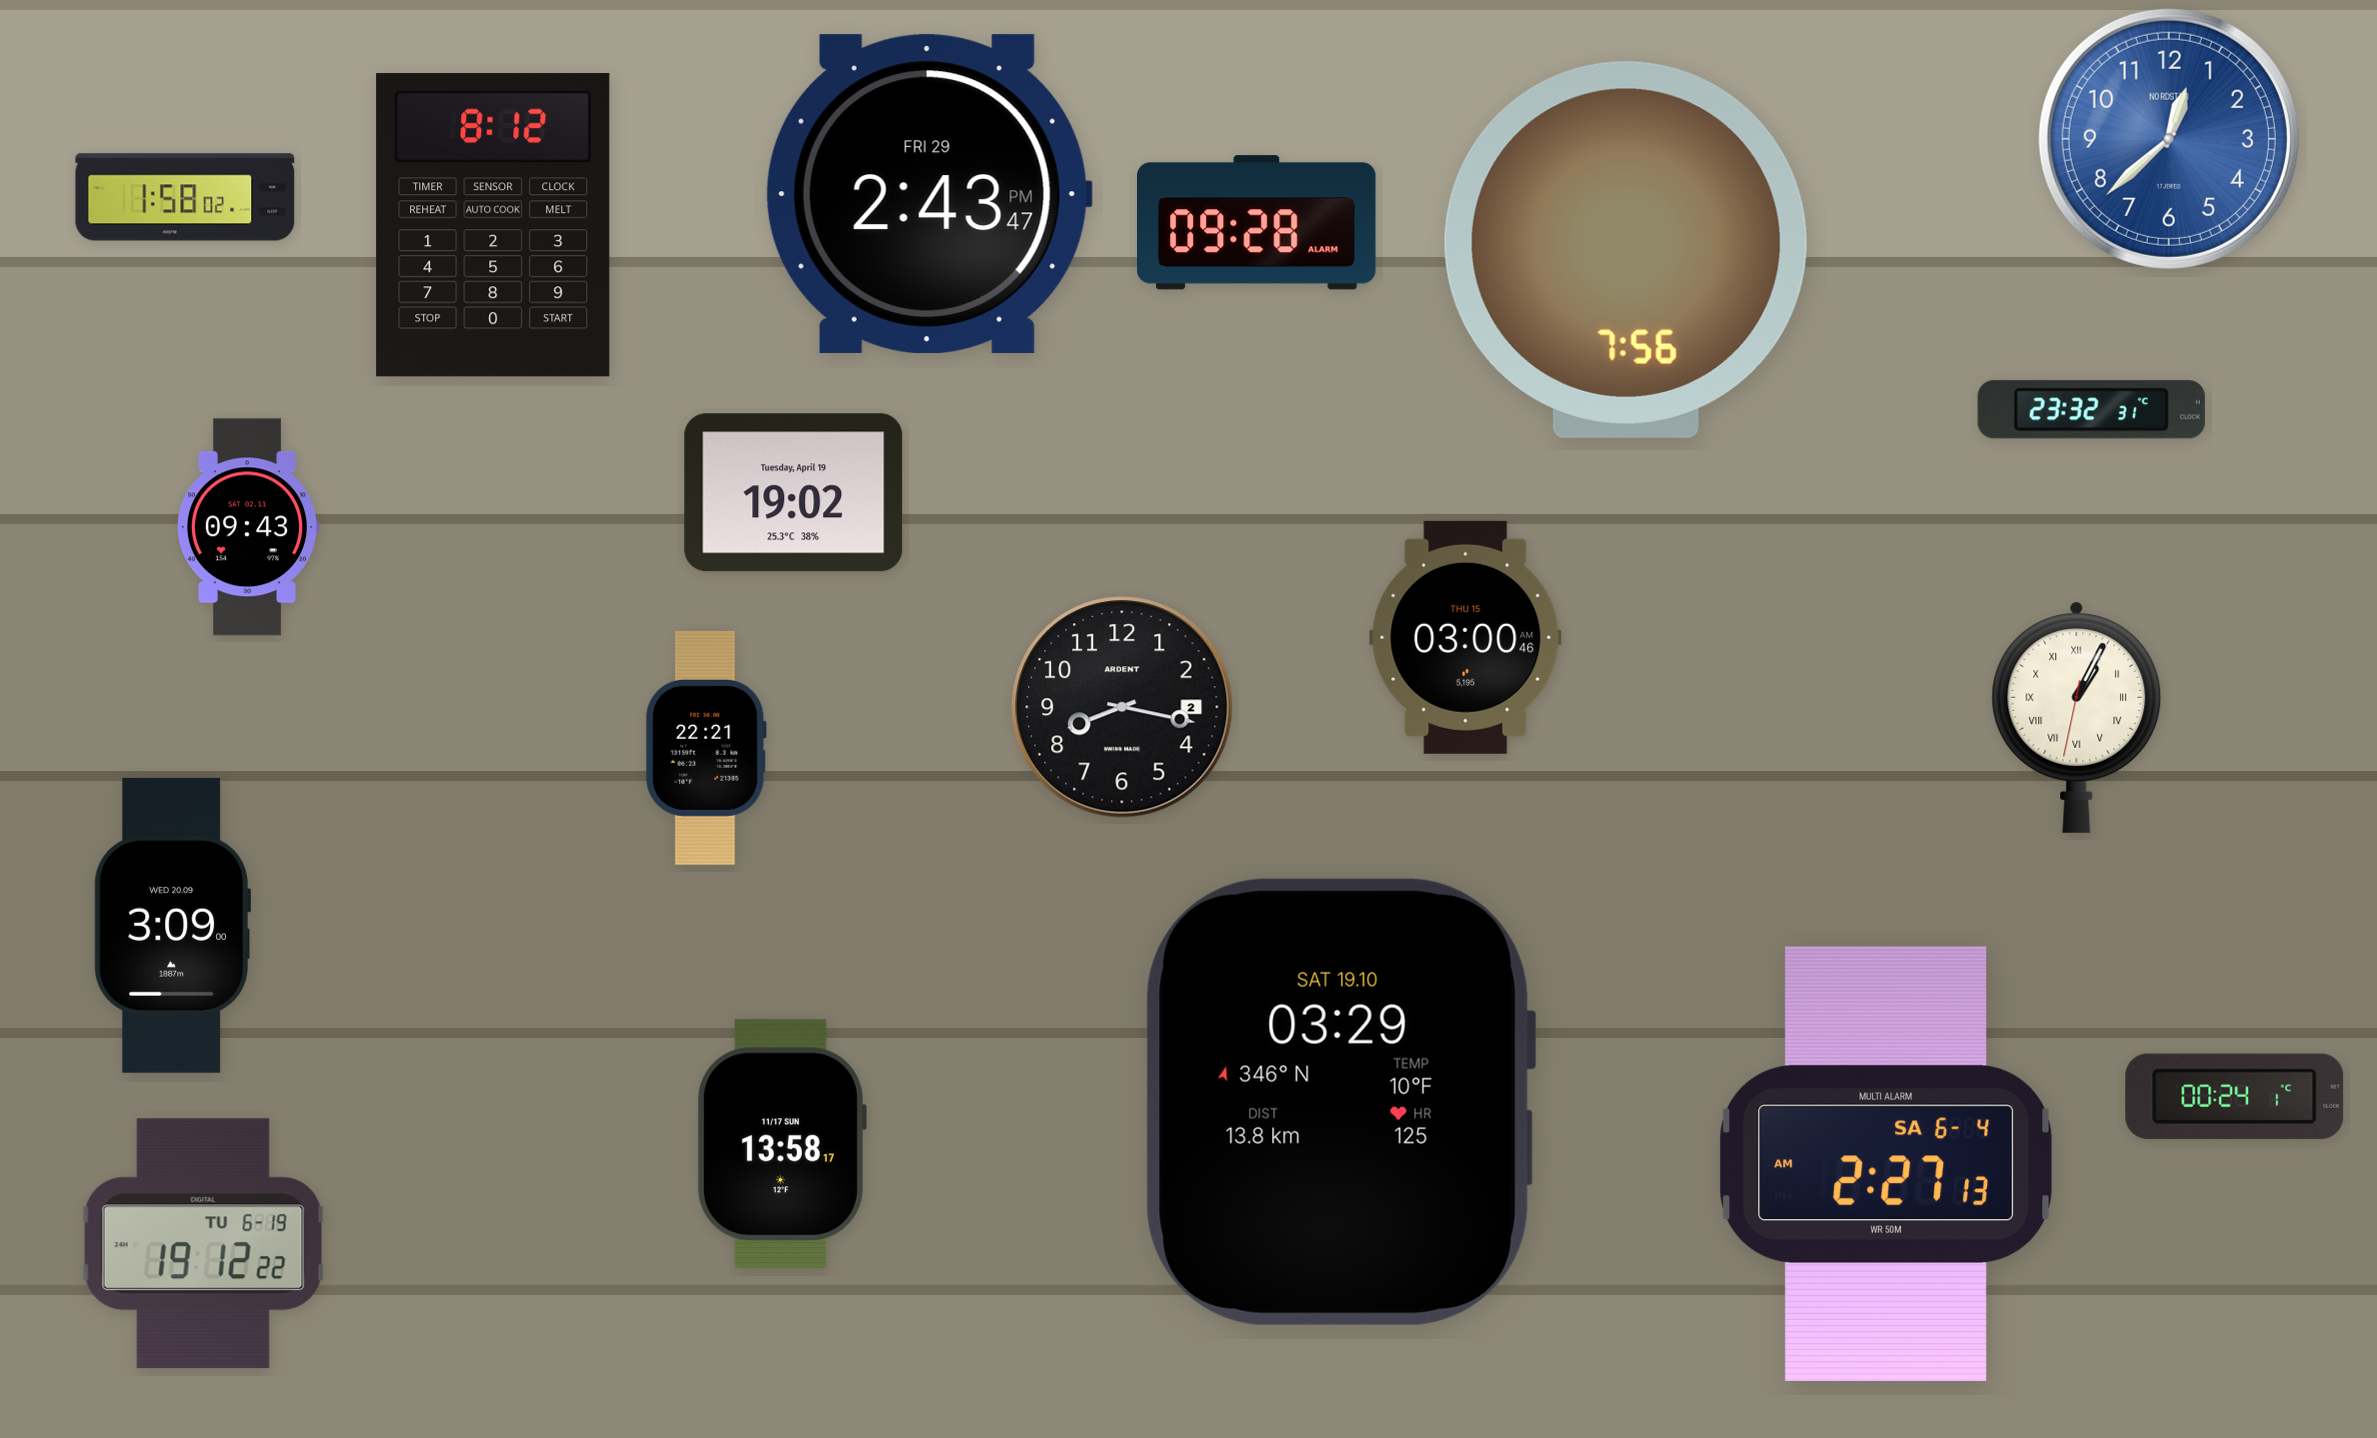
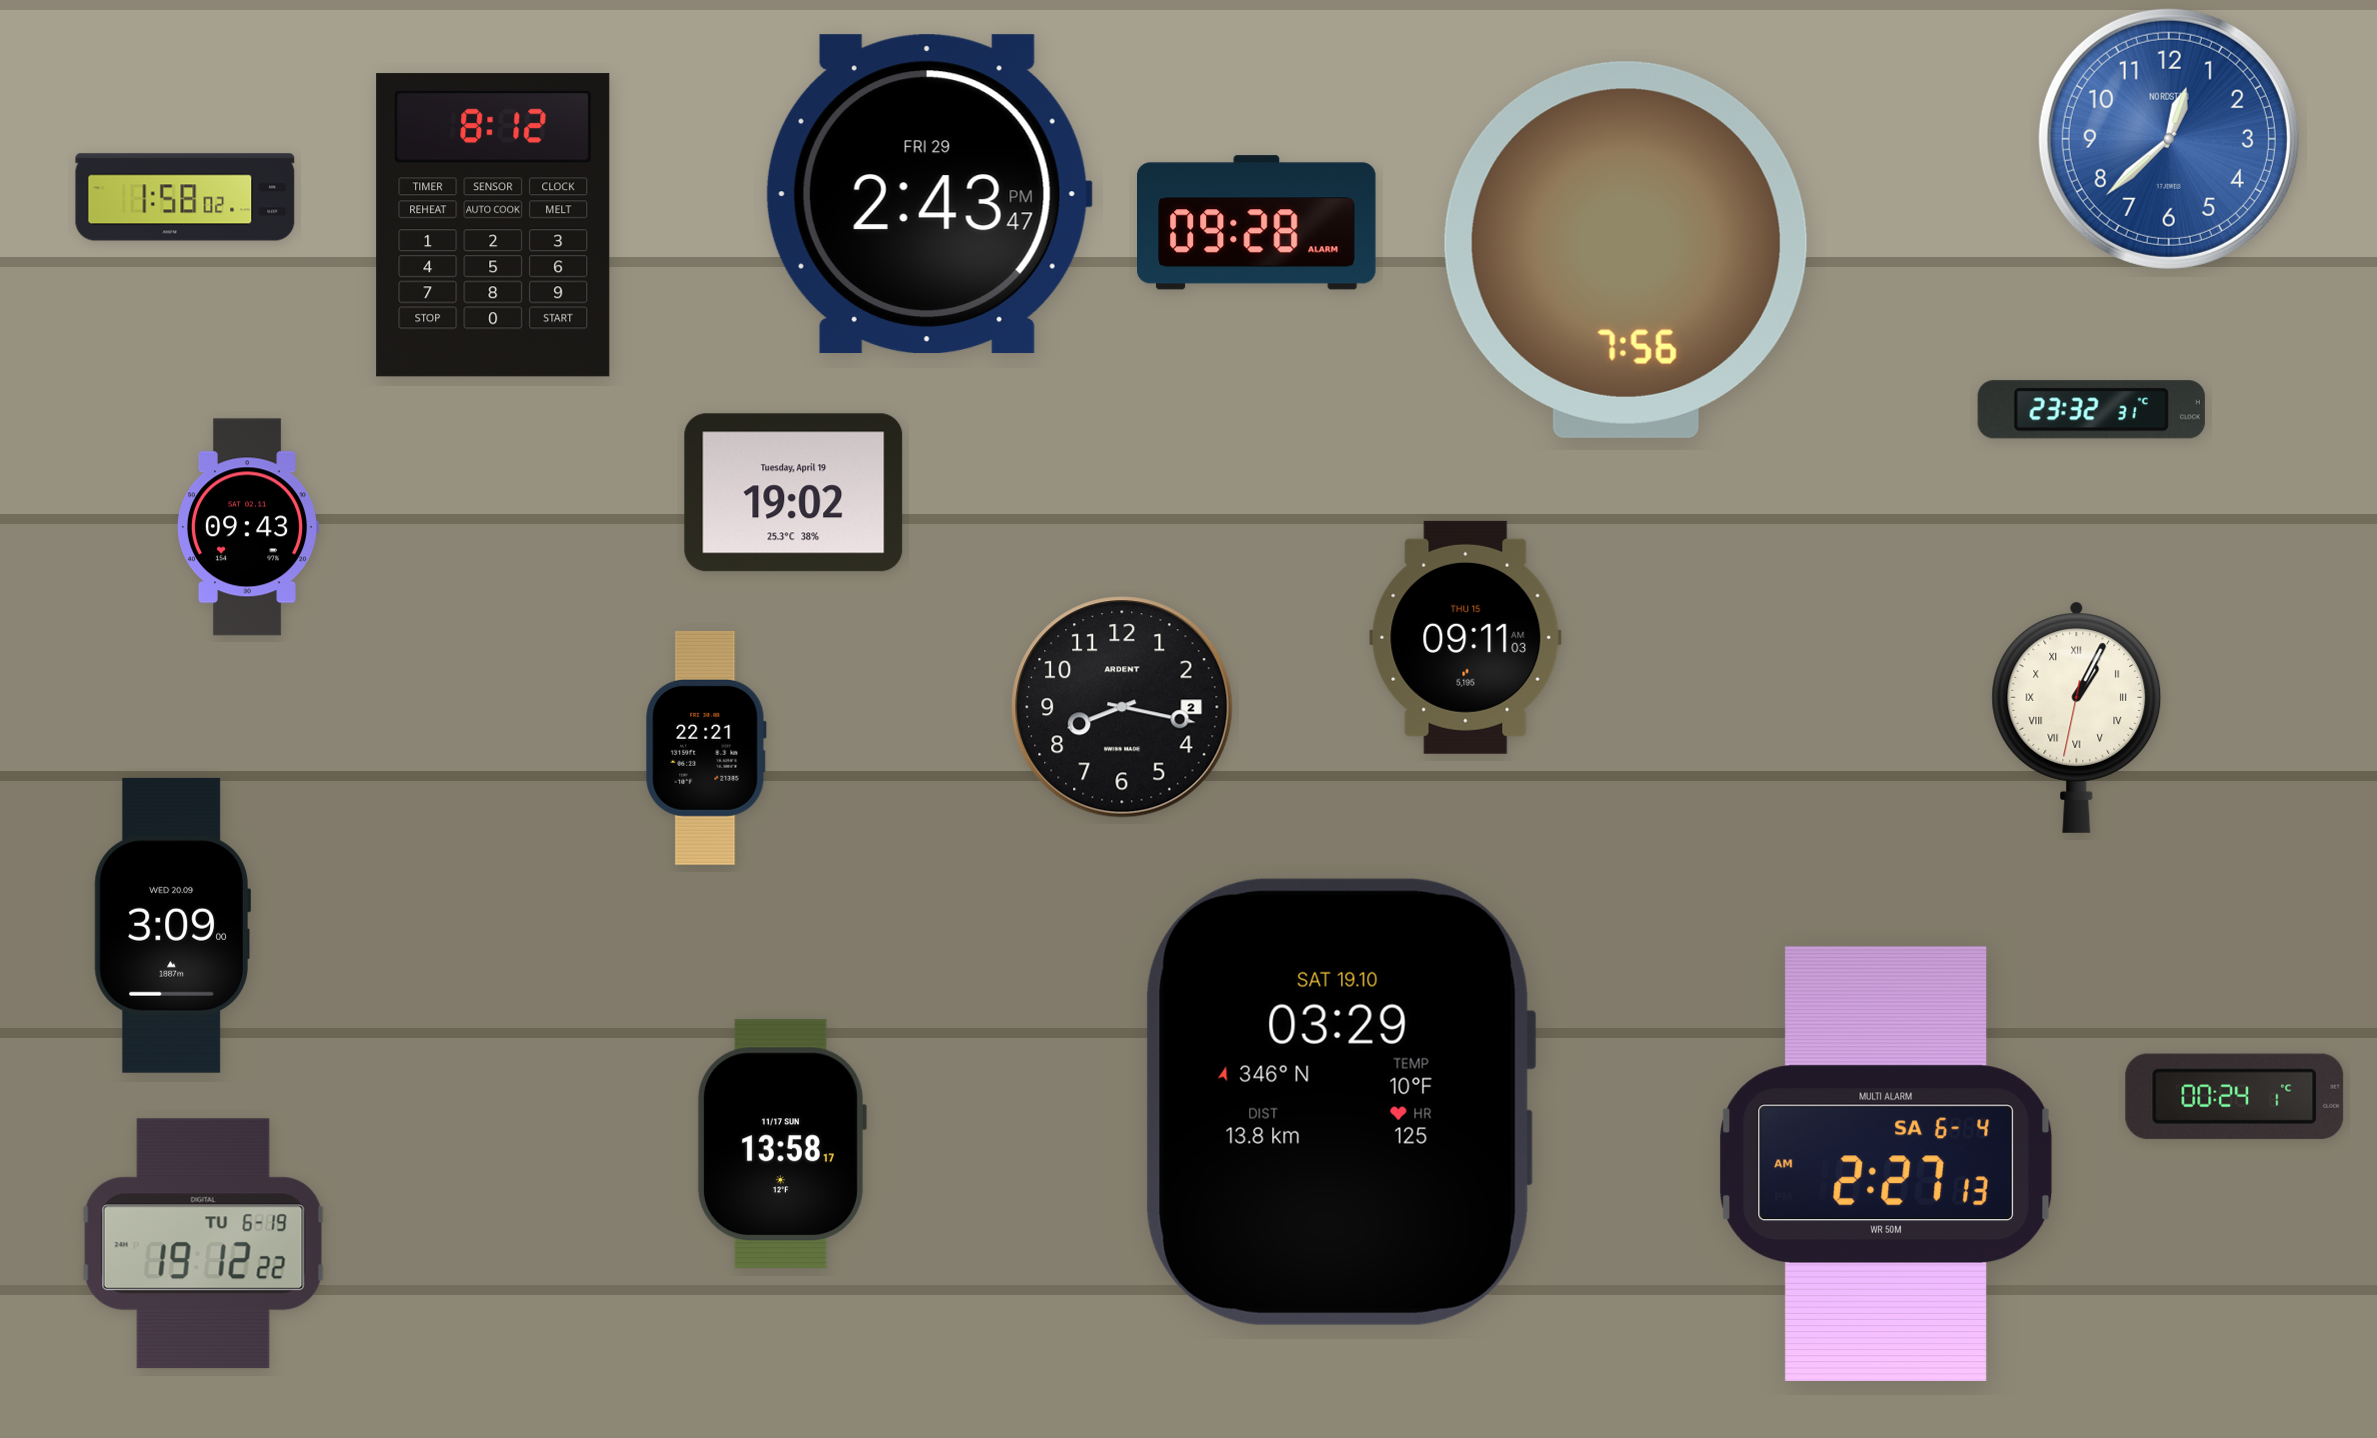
clock at (1466, 637): 03:00 -> 09:11
